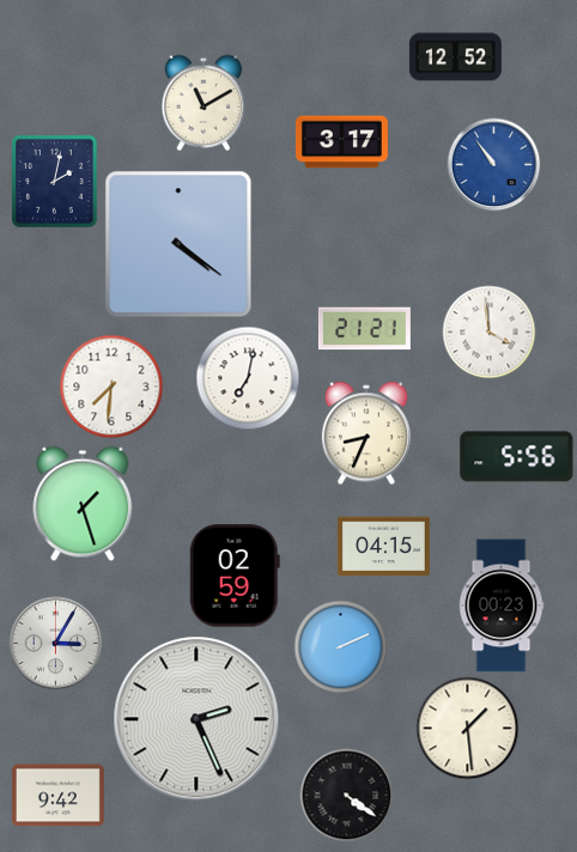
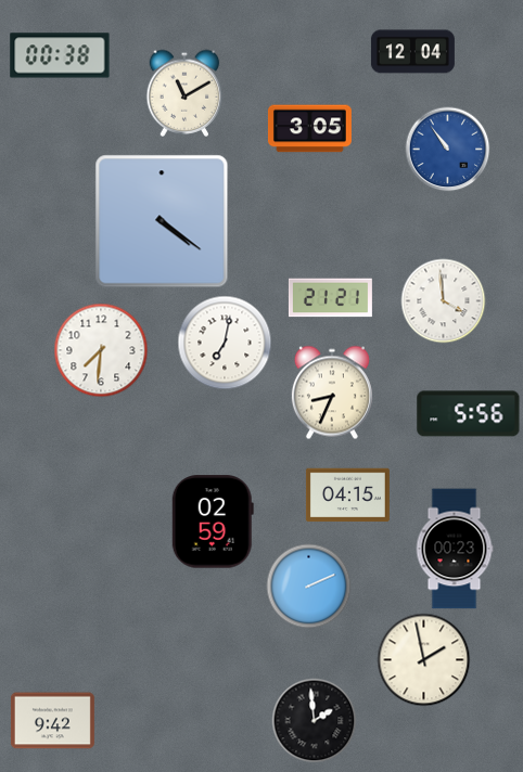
clock at (455, 57): 12:52 -> 12:04
clock at (60, 55): none -> 00:38
clock at (341, 142): 3:17 -> 3:05
clock at (55, 181): 2:02 -> none
clock at (83, 504): 1:27 -> none
clock at (55, 643): 3:05 -> none
clock at (196, 719): 2:26 -> none
clock at (467, 728): 1:29 -> 1:58
clock at (346, 795): 4:21 -> 1:59
